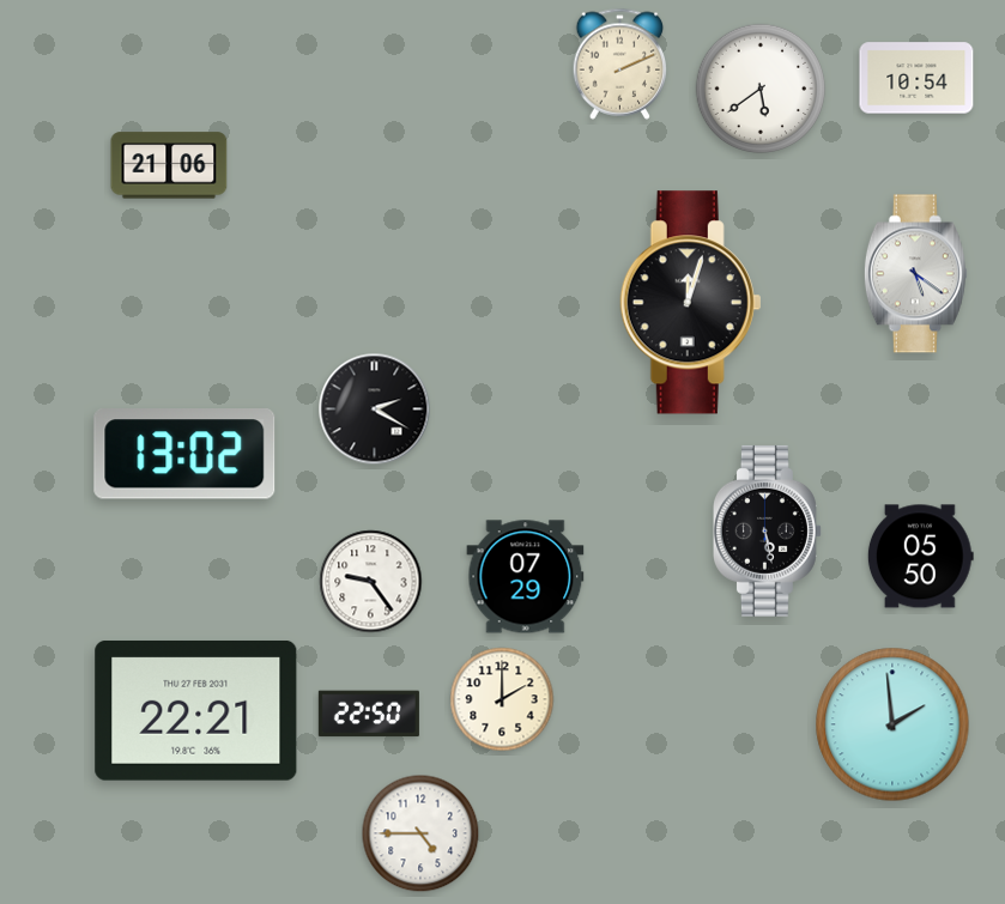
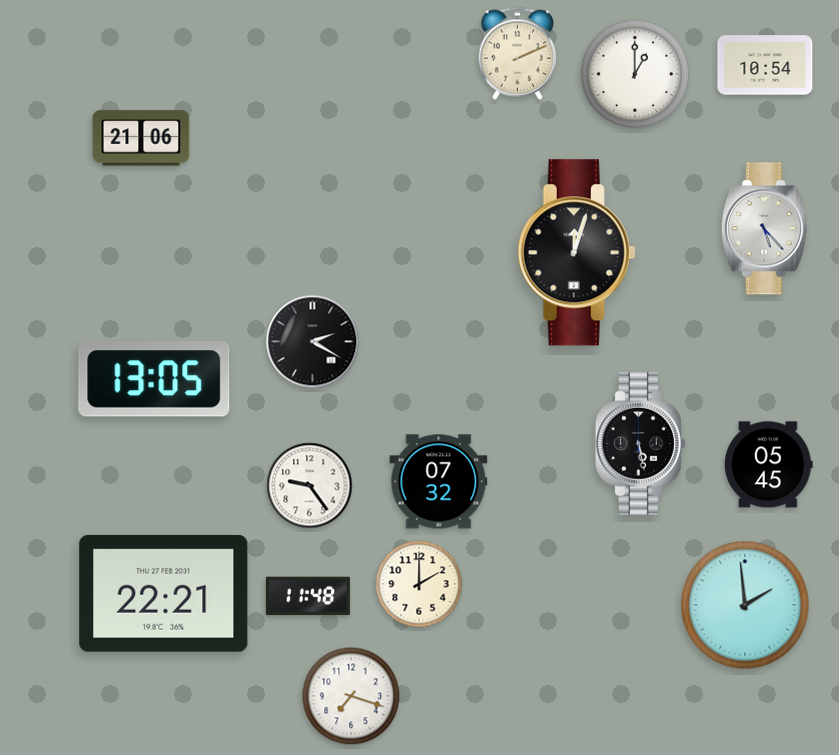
clock at (761, 89): 5:39 -> 1:00
clock at (915, 274): 5:21 -> 5:23
clock at (184, 455): 13:02 -> 13:05
clock at (920, 557): 05:50 -> 05:45
clock at (526, 577): 07:29 -> 07:32
clock at (369, 714): 22:50 -> 11:48
clock at (420, 833): 4:45 -> 7:18
